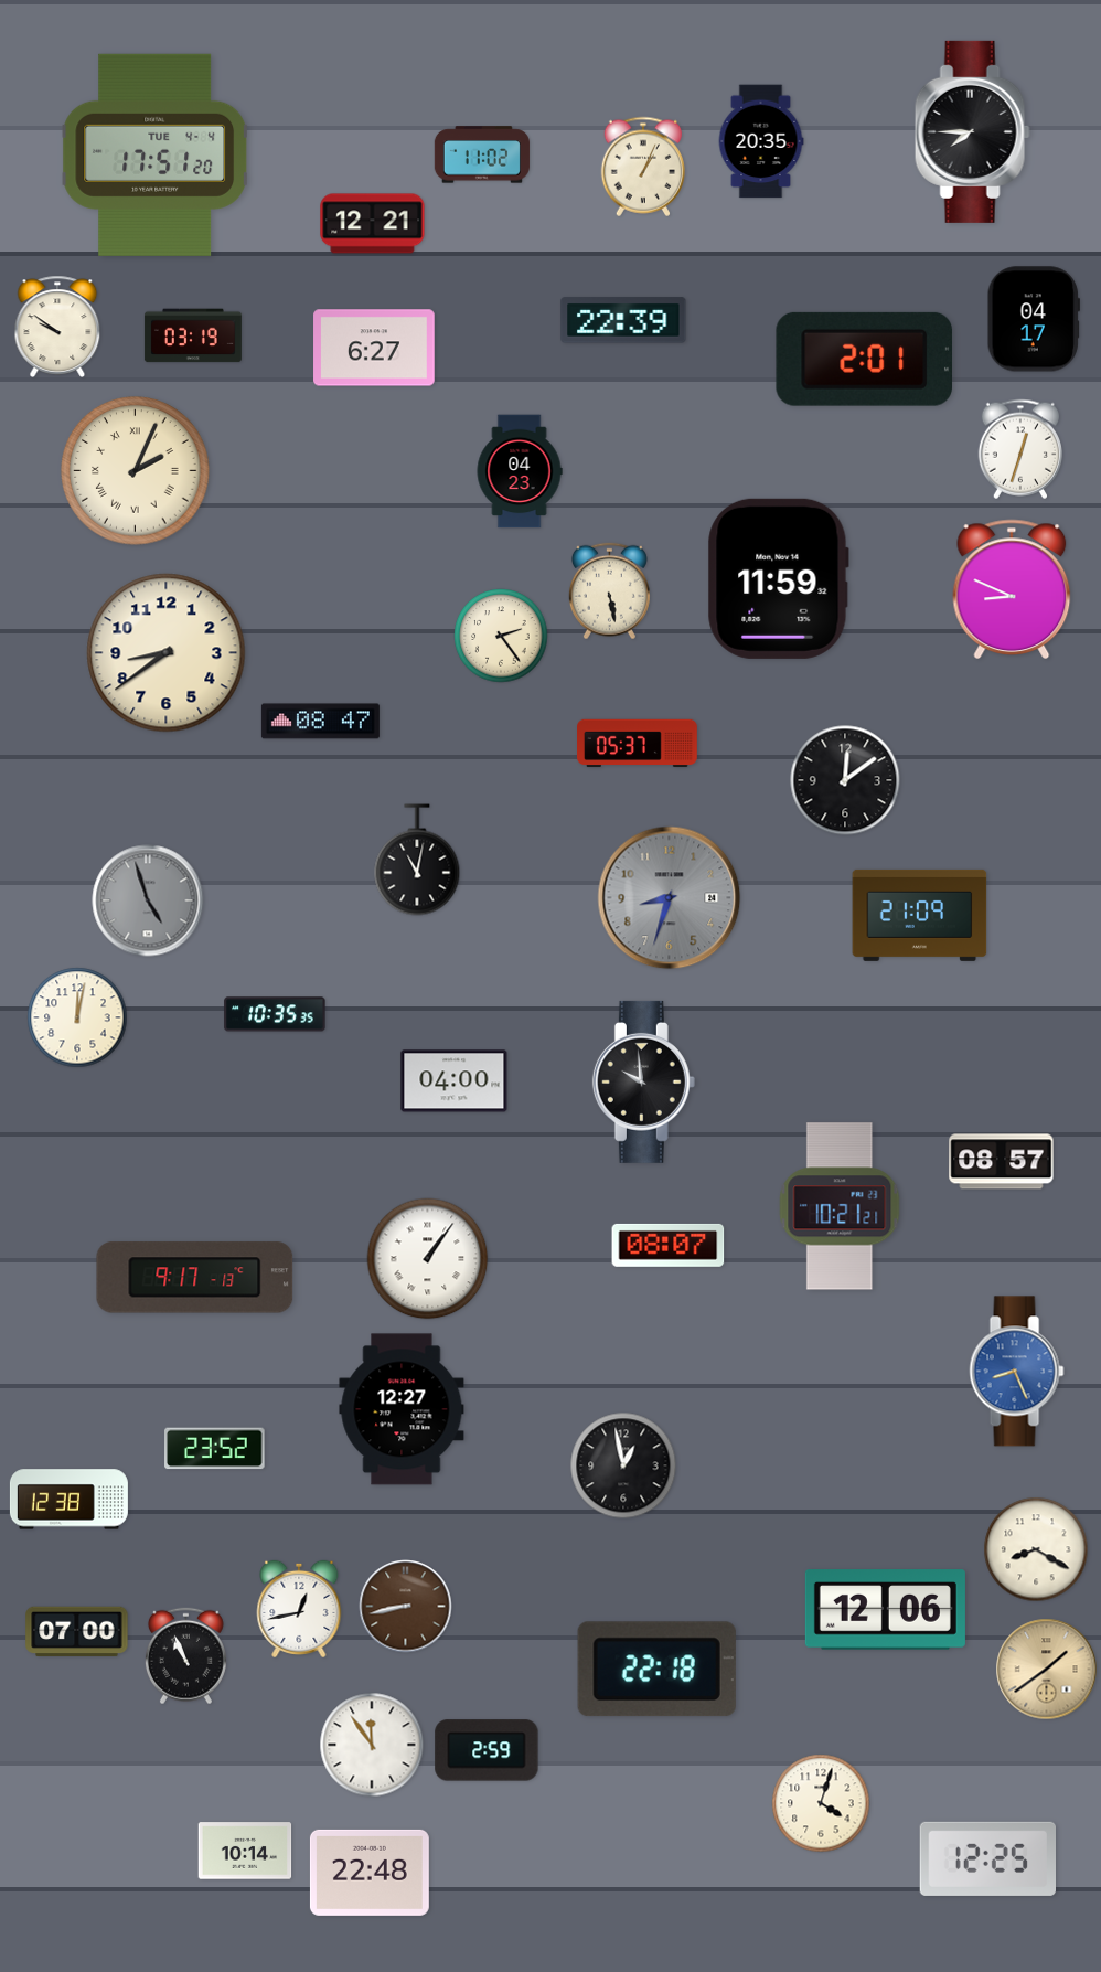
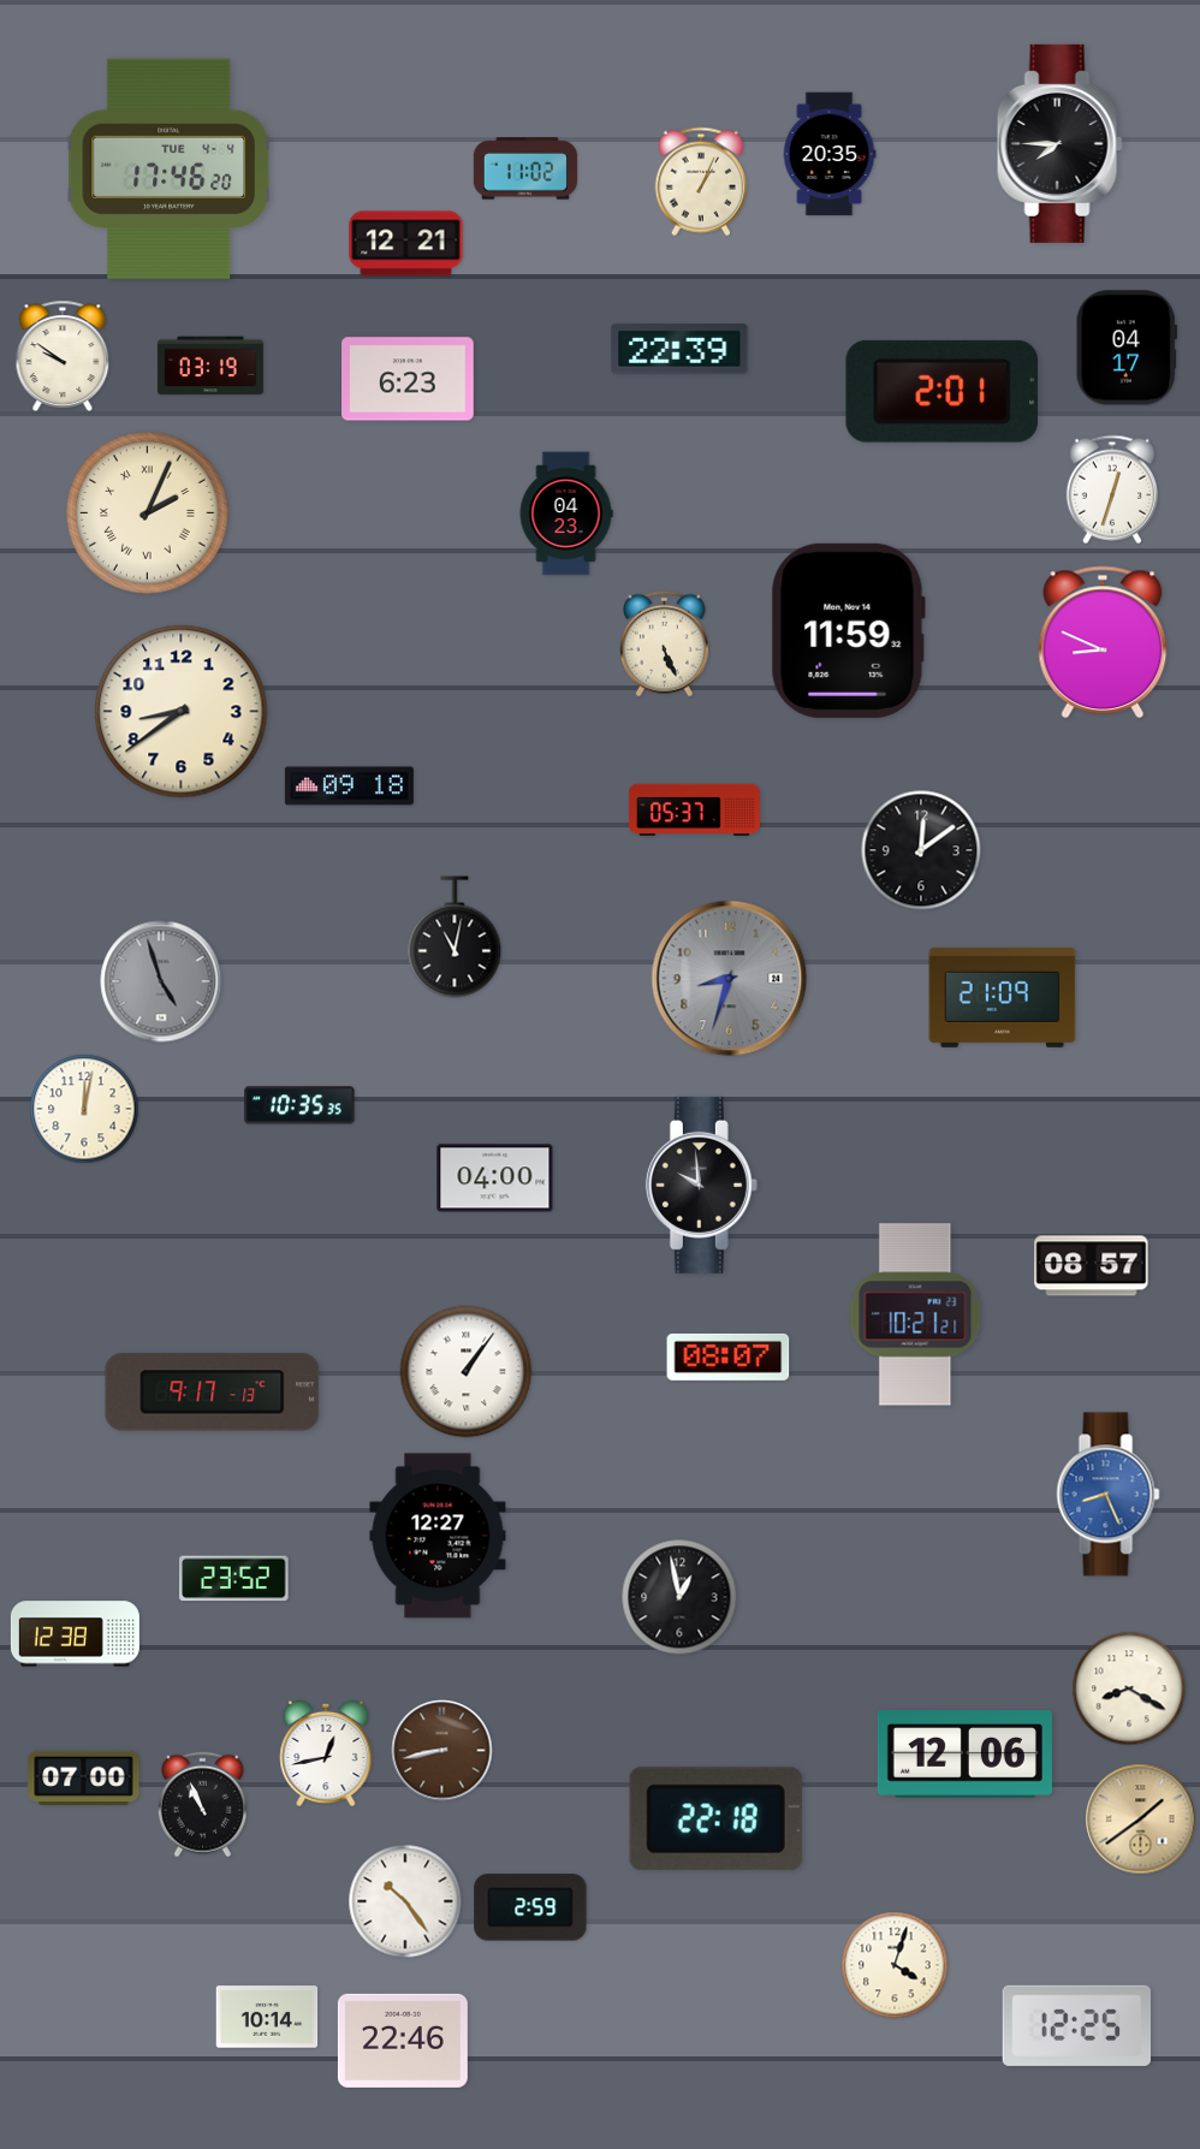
clock at (154, 154): 17:51 -> 17:46
clock at (374, 348): 6:27 -> 6:23
clock at (609, 591): 5:28 -> 5:26
clock at (501, 636): 2:24 -> none
clock at (320, 722): 08:47 -> 09:18
clock at (643, 1081) position: (643, 1081) -> (701, 1185)
clock at (372, 1745): 11:54 -> 10:24
clock at (370, 1873): 22:48 -> 22:46
